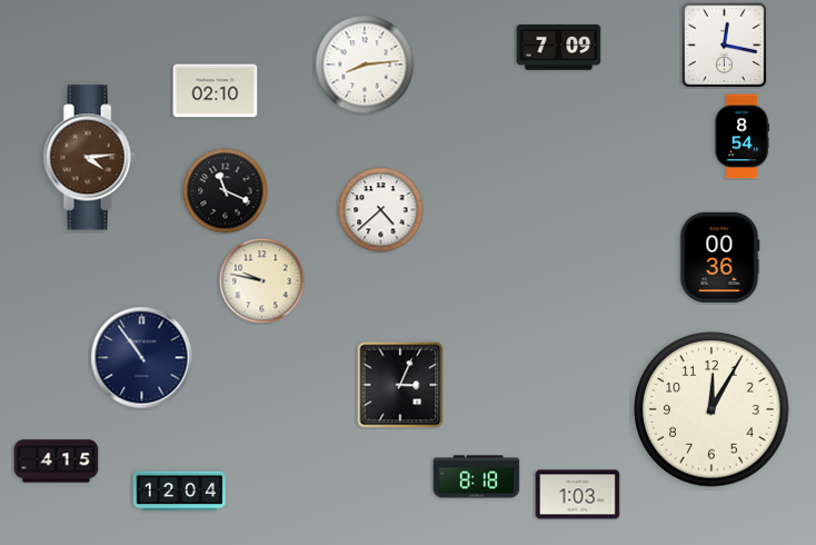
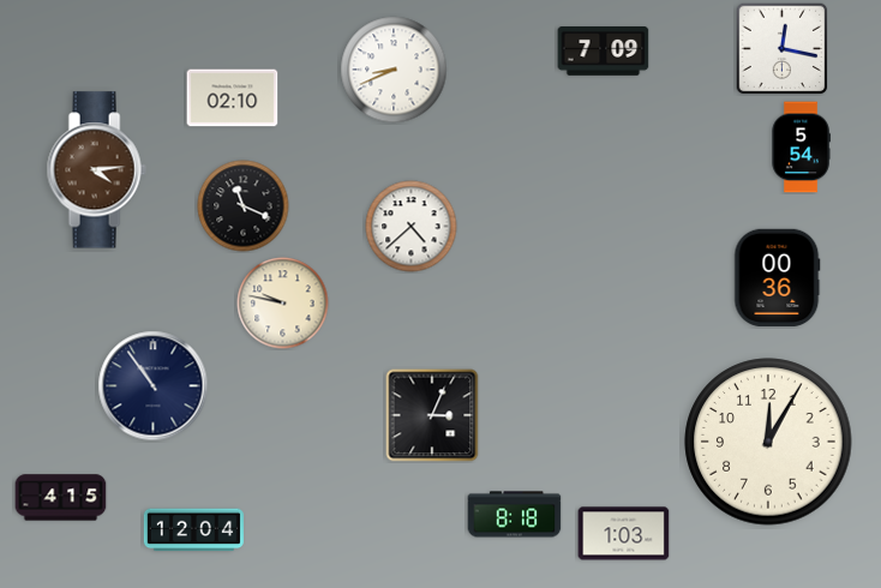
clock at (365, 65): 8:14 -> 8:41
clock at (742, 137): 8:54 -> 5:54
